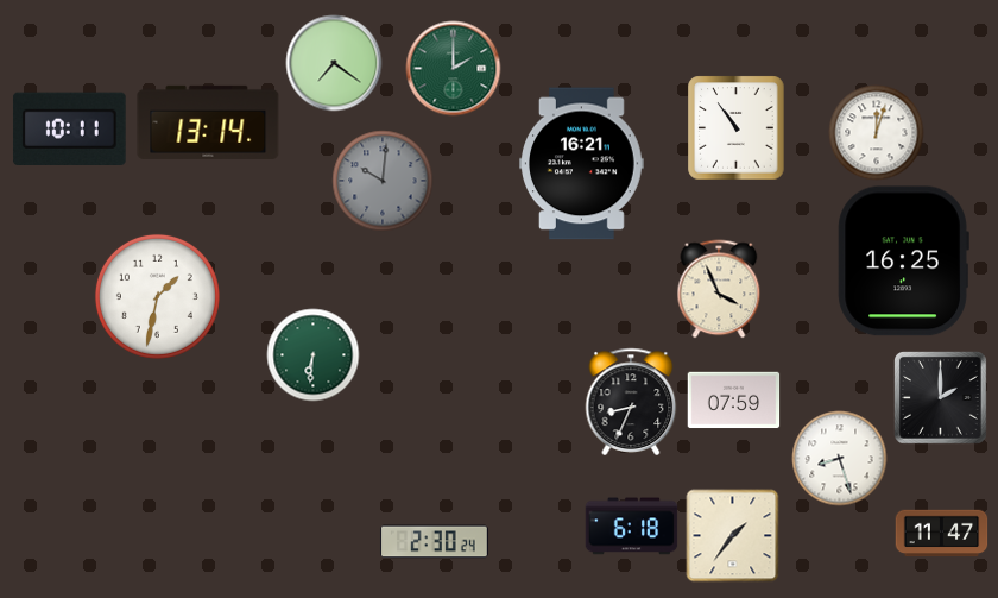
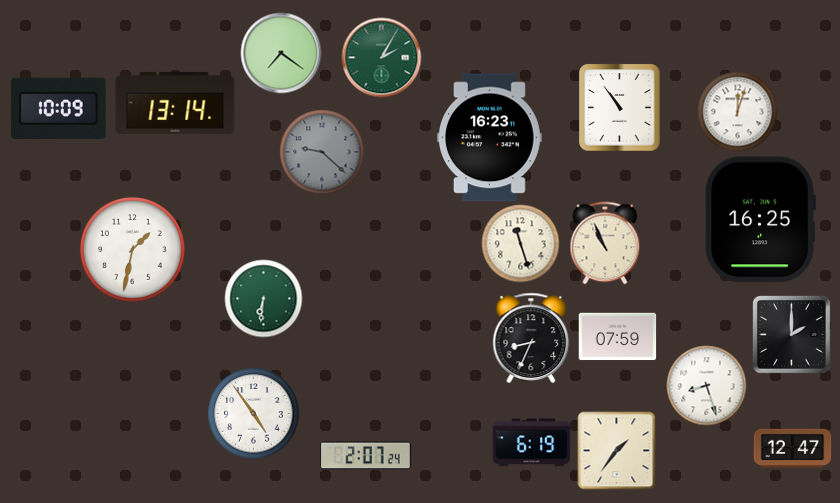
clock at (453, 68): 2:00 -> 2:05
clock at (69, 128): 10:11 -> 10:09
clock at (582, 164): 16:21 -> 16:23
clock at (383, 181): 10:01 -> 9:22
clock at (520, 243): none -> 11:27
clock at (719, 289): 3:56 -> 10:56
clock at (253, 413): none -> 4:54
clock at (631, 527): 6:18 -> 6:19
clock at (941, 534): 11:47 -> 12:47
clock at (434, 542): 2:30 -> 2:07
